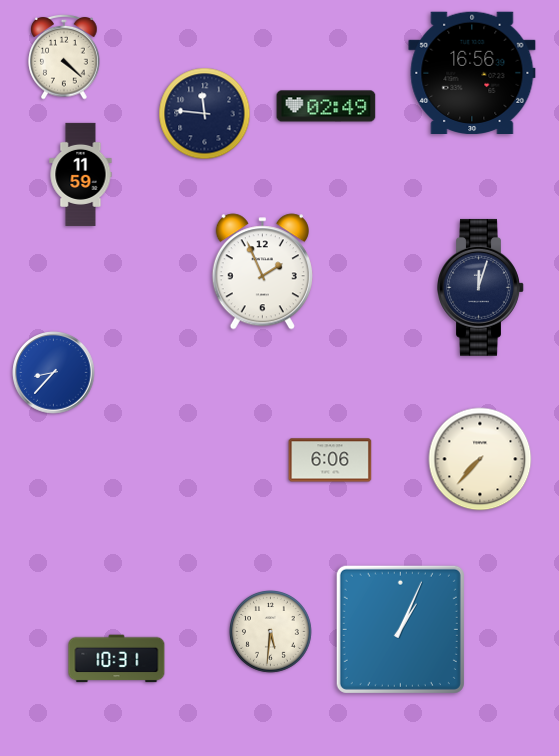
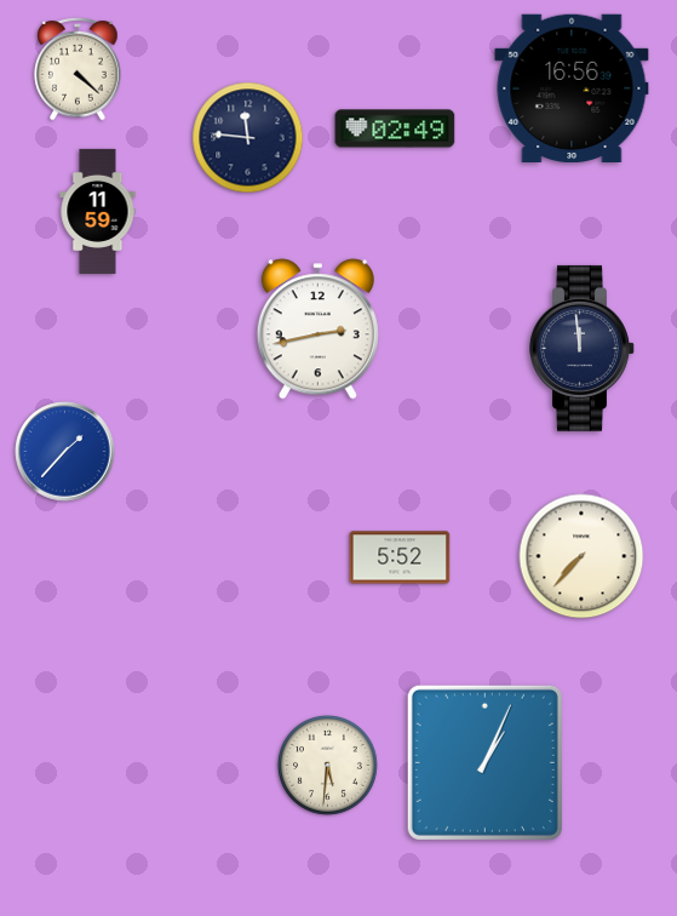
clock at (262, 272): 1:56 -> 2:43
clock at (481, 287): 12:03 -> 11:59
clock at (54, 373): 8:37 -> 1:37
clock at (330, 460): 6:06 -> 5:52
clock at (117, 659): 10:31 -> none
